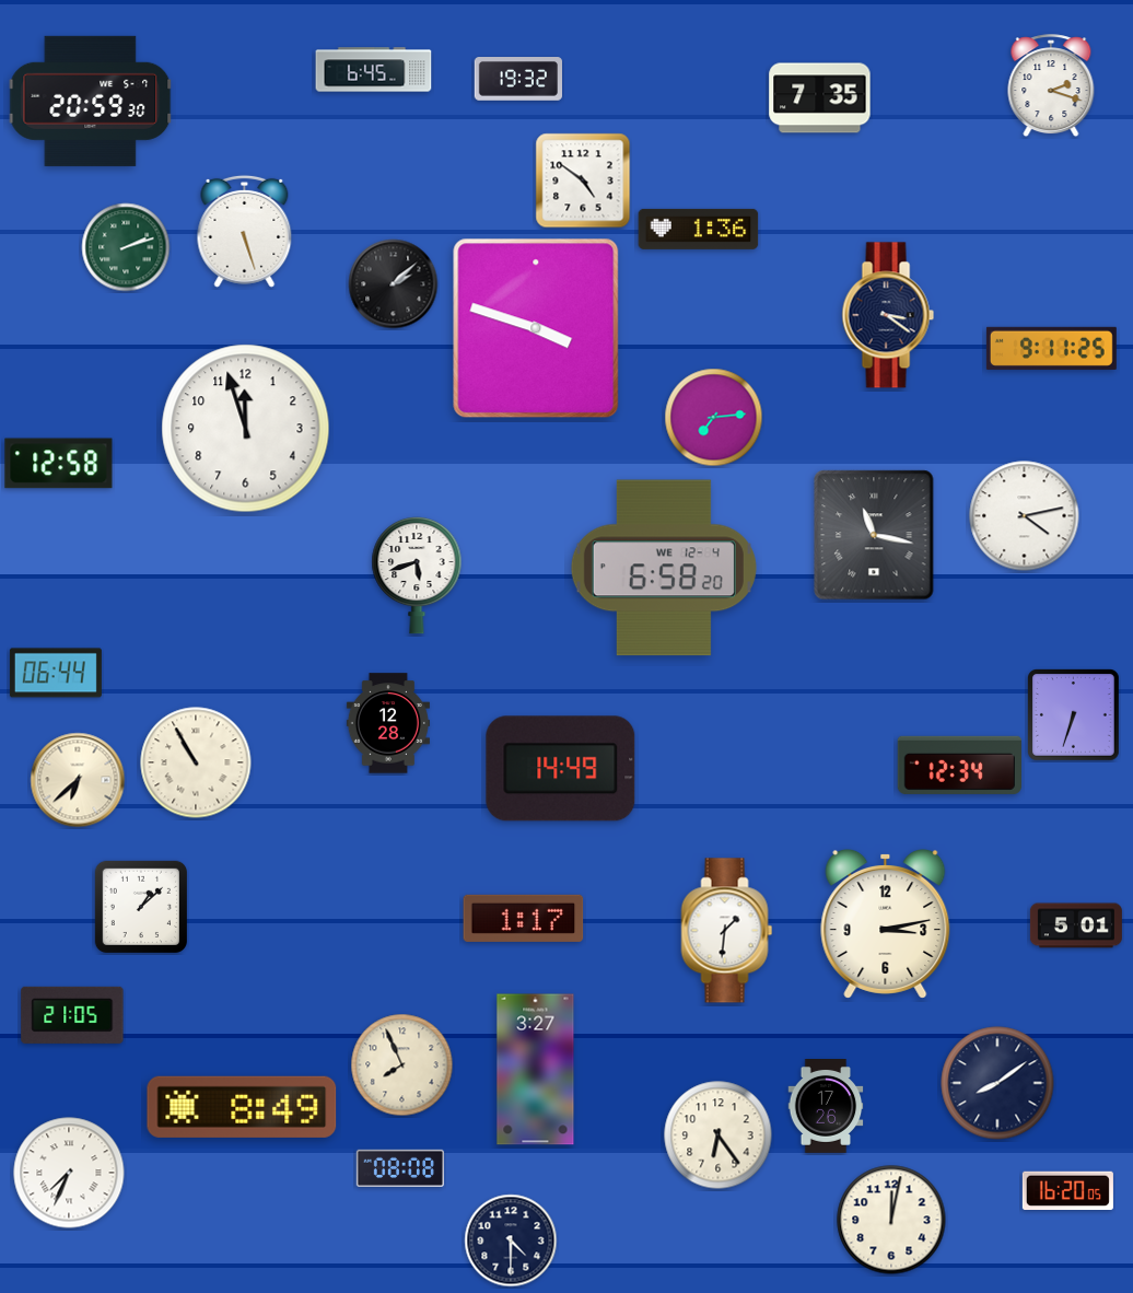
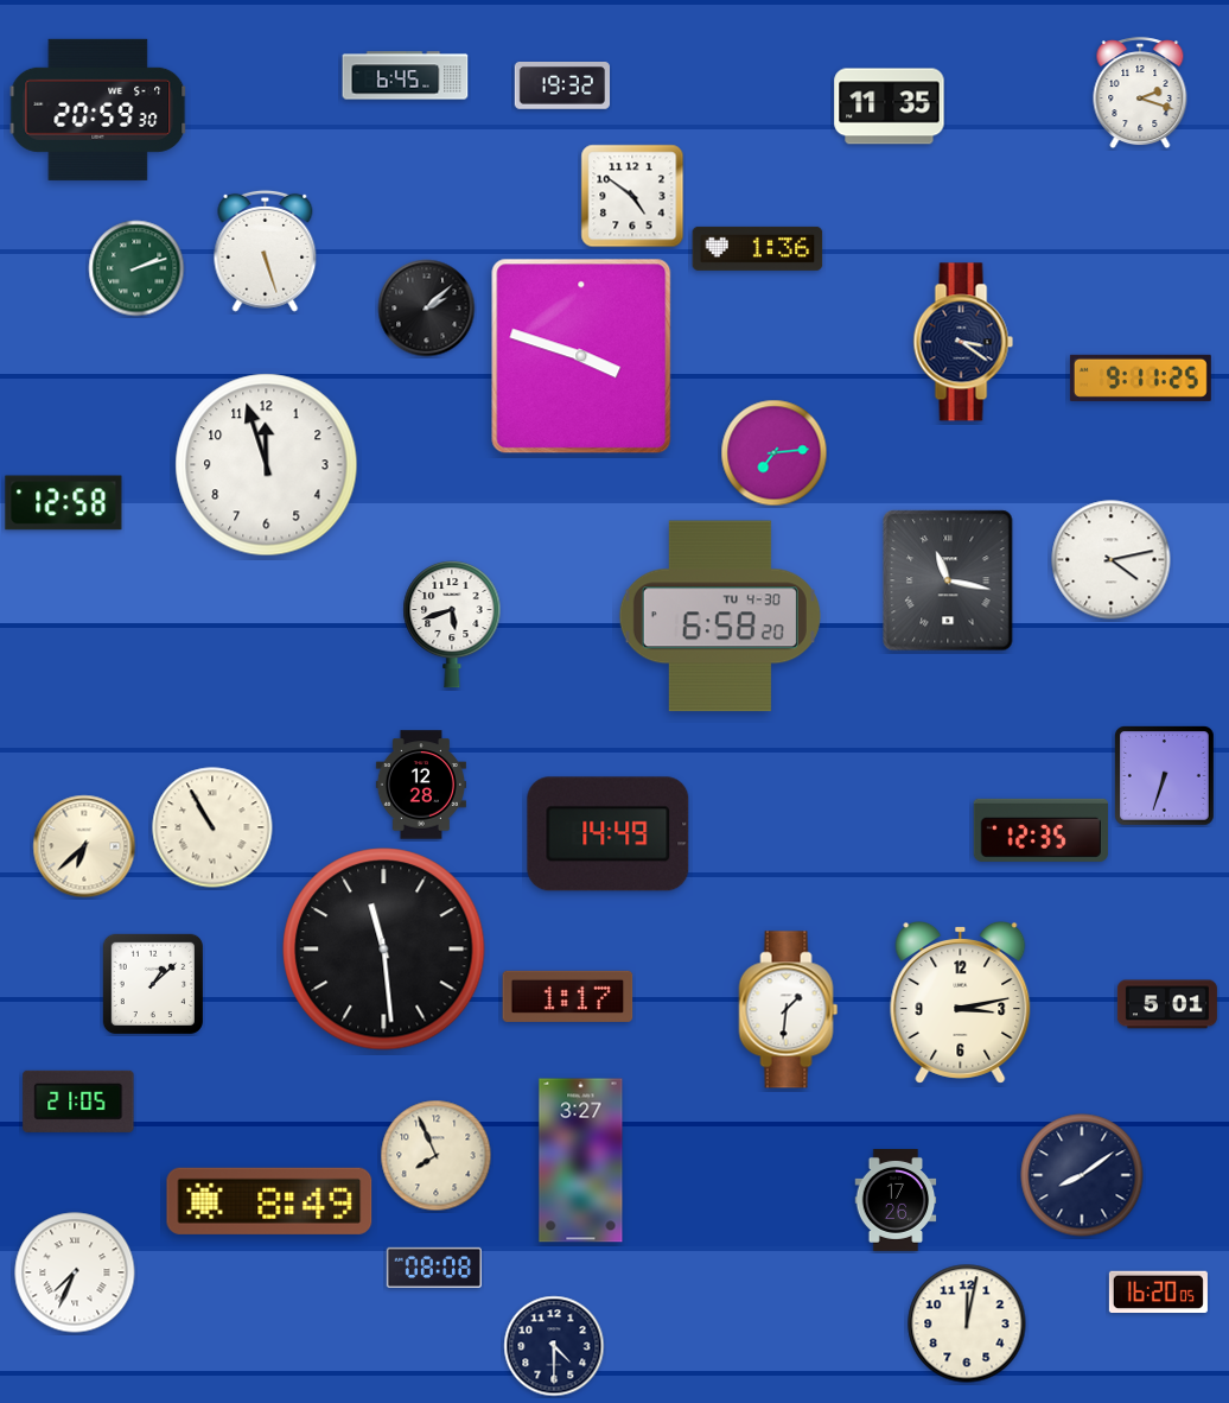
clock at (820, 98): 7:35 -> 11:35
clock at (664, 568) date: WE 12-4 -> TU 4-30
clock at (56, 673): 06:44 -> none
clock at (959, 765): 12:34 -> 12:35
clock at (384, 950): none -> 11:29
clock at (242, 1107) position: (242, 1107) -> (269, 1201)
clock at (719, 1135): 6:24 -> none
